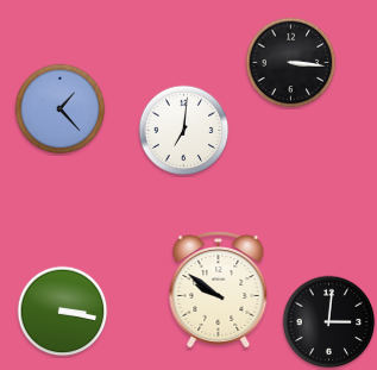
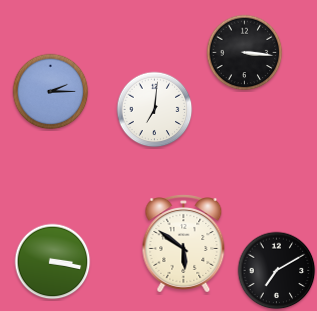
clock at (61, 109): 1:23 -> 2:15
clock at (219, 290): 9:51 -> 5:51
clock at (329, 322): 3:01 -> 7:10
